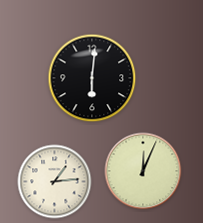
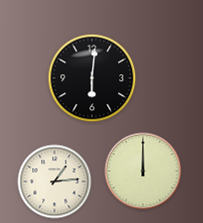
clock at (143, 171): 12:04 -> 12:00
